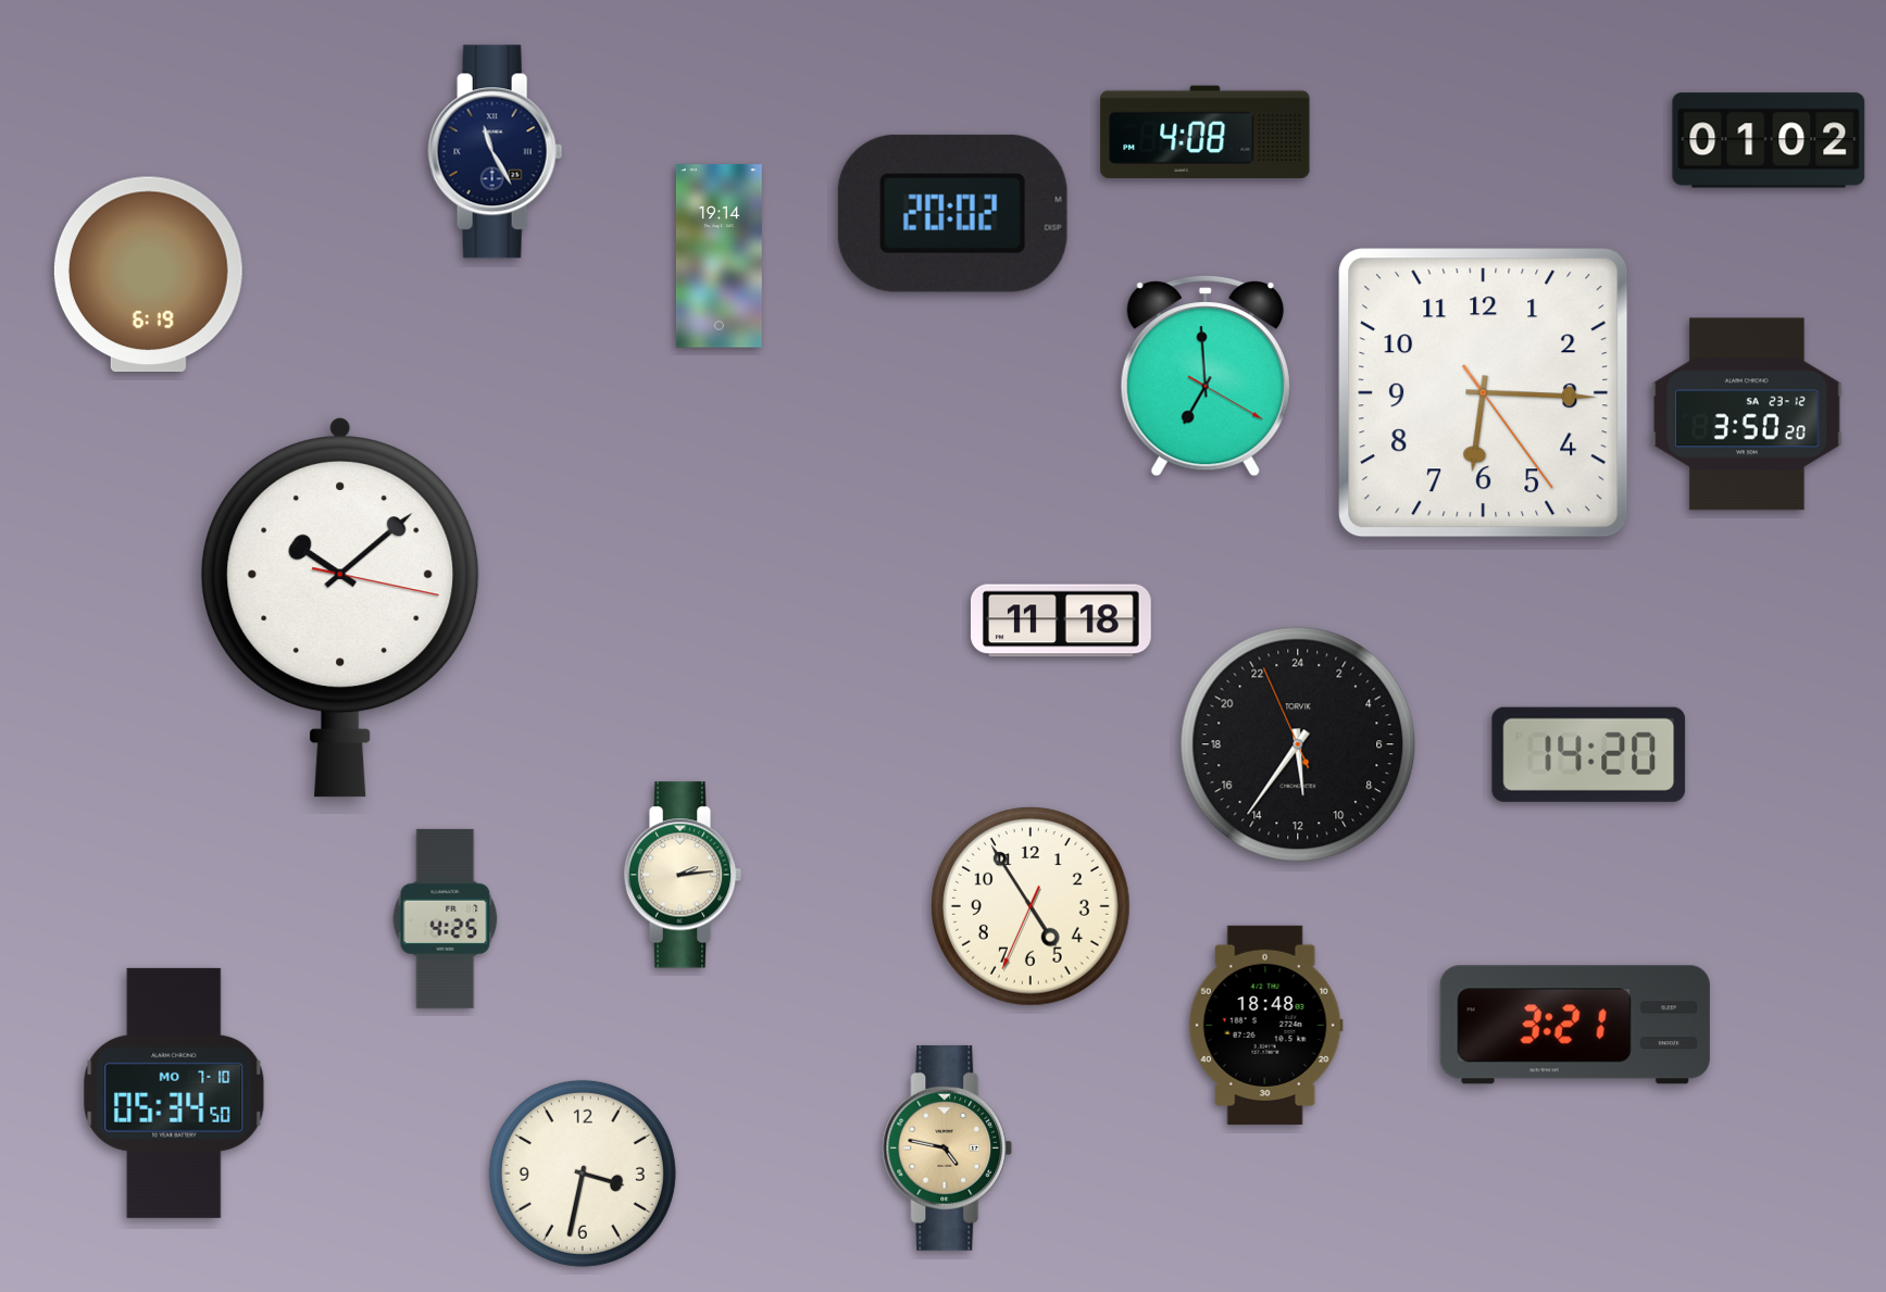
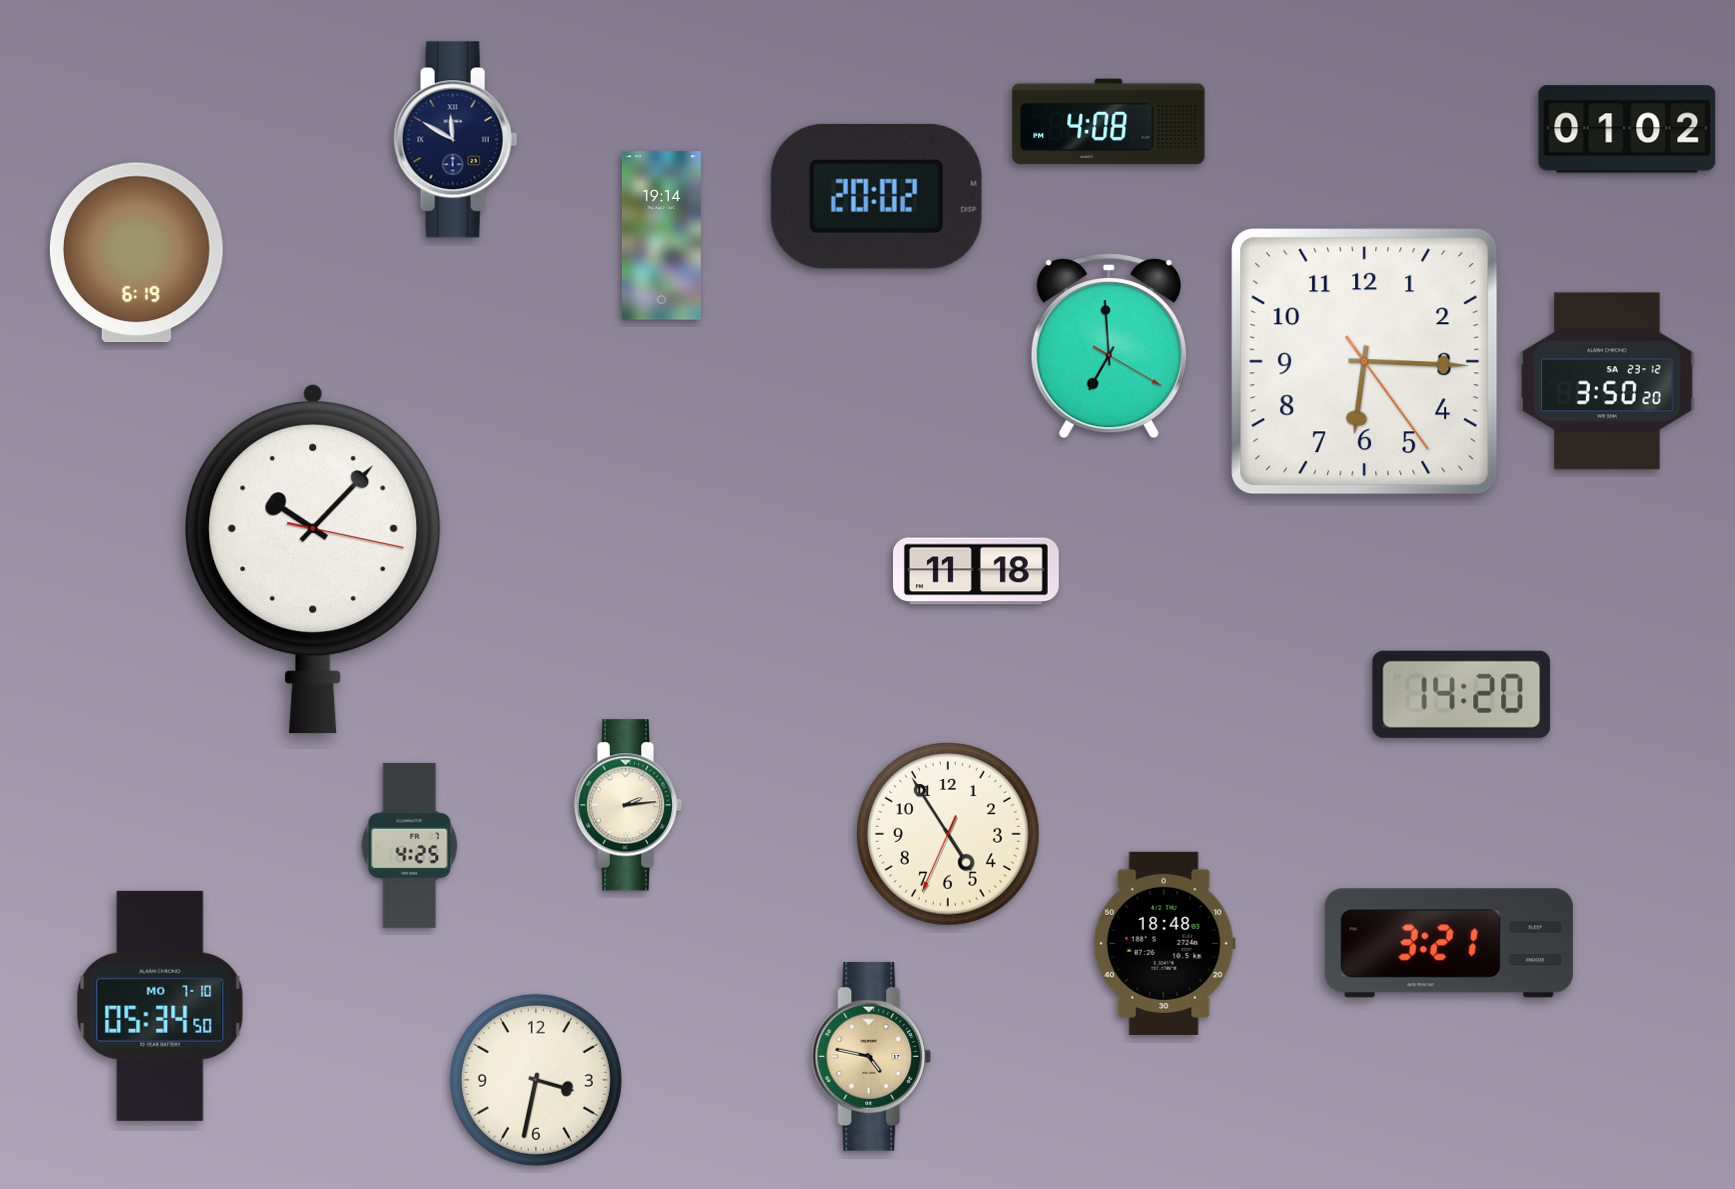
clock at (496, 152): 11:25 -> 11:50
clock at (340, 607): 10:08 -> 10:07
clock at (1298, 744): 11:35 -> none
